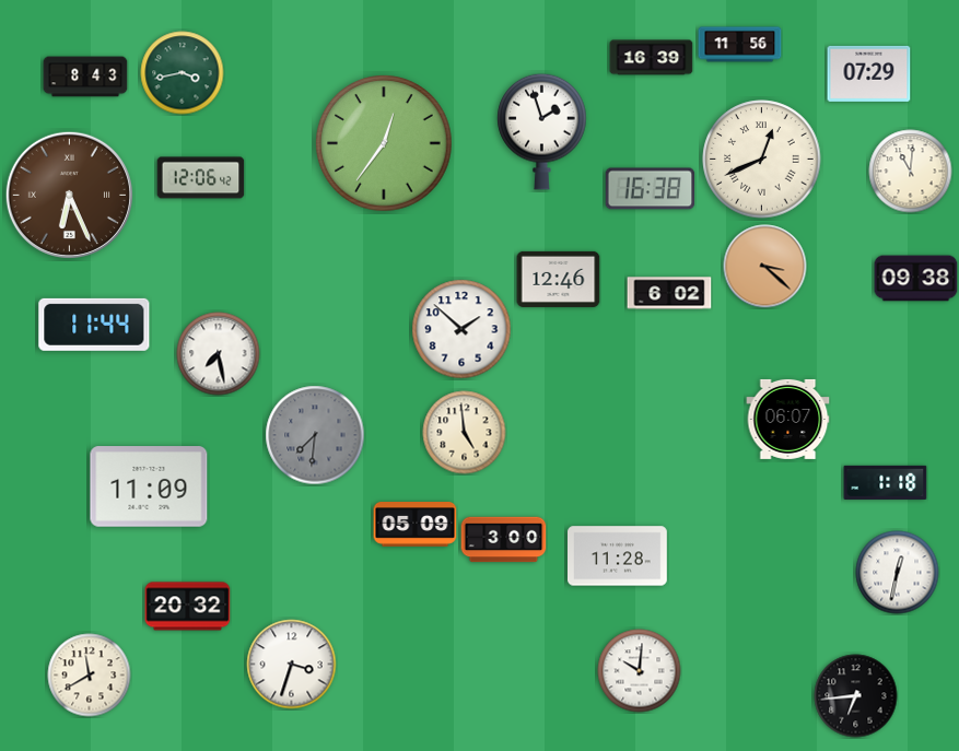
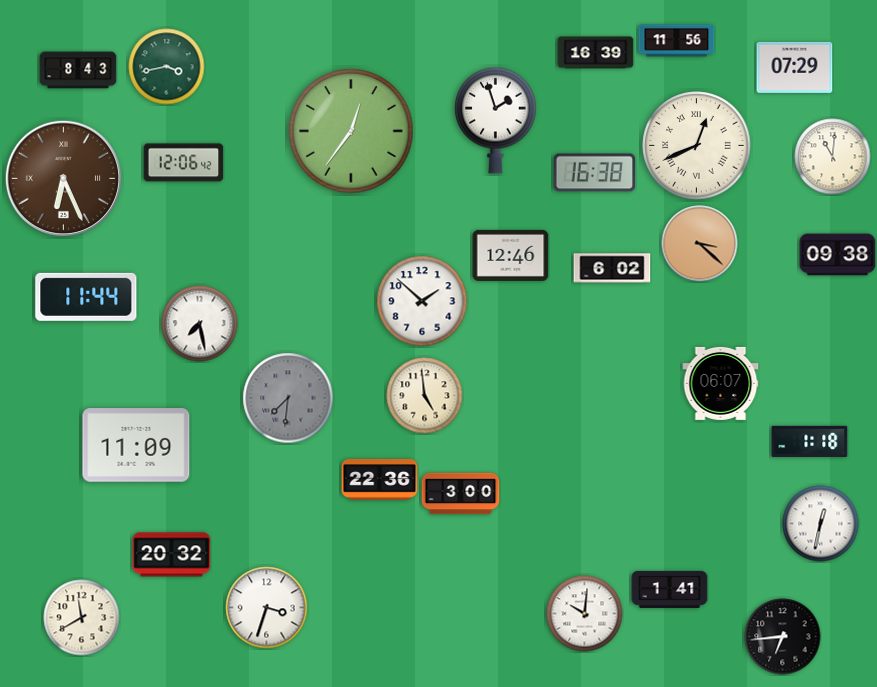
clock at (416, 525): 05:09 -> 22:36
clock at (618, 556): 11:28 -> none
clock at (670, 589): none -> 1:41
